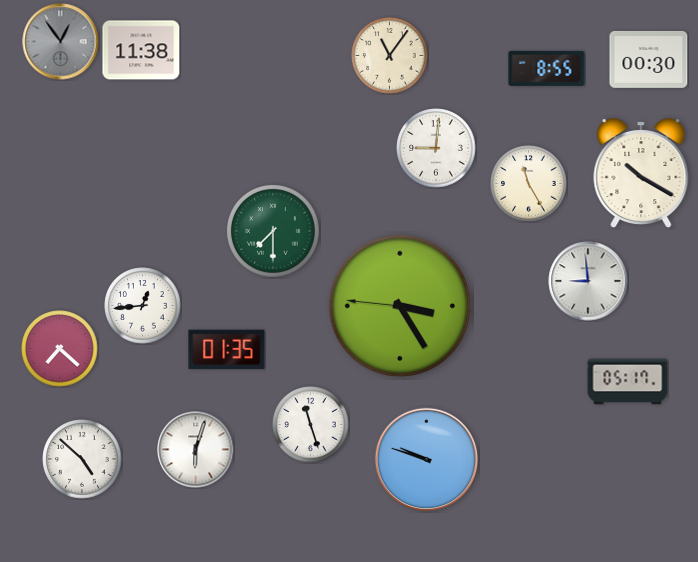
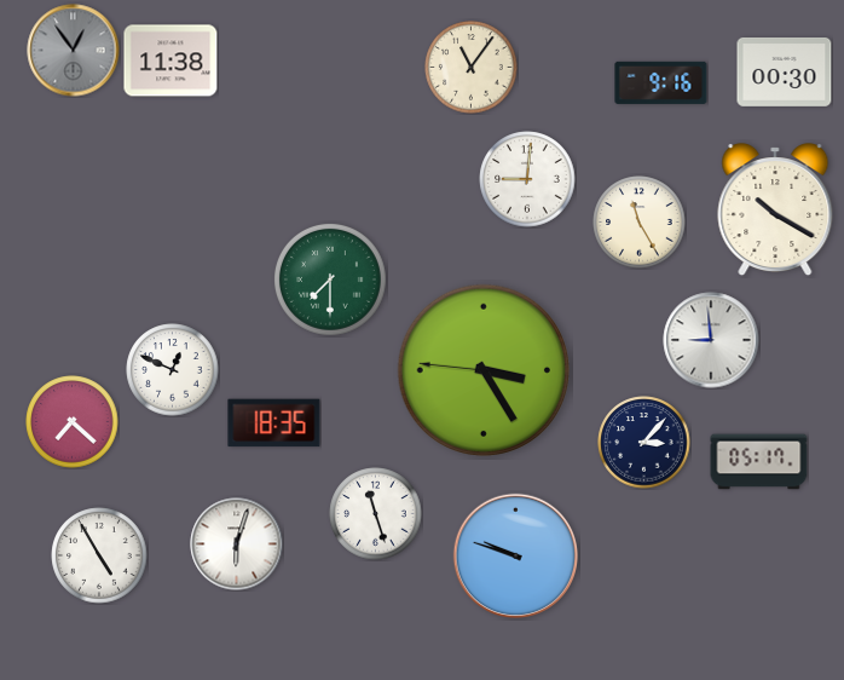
clock at (547, 68): 8:55 -> 9:16
clock at (143, 306): 12:44 -> 12:49
clock at (227, 350): 01:35 -> 18:35
clock at (644, 443): none -> 3:07
clock at (82, 459): 4:52 -> 4:55
